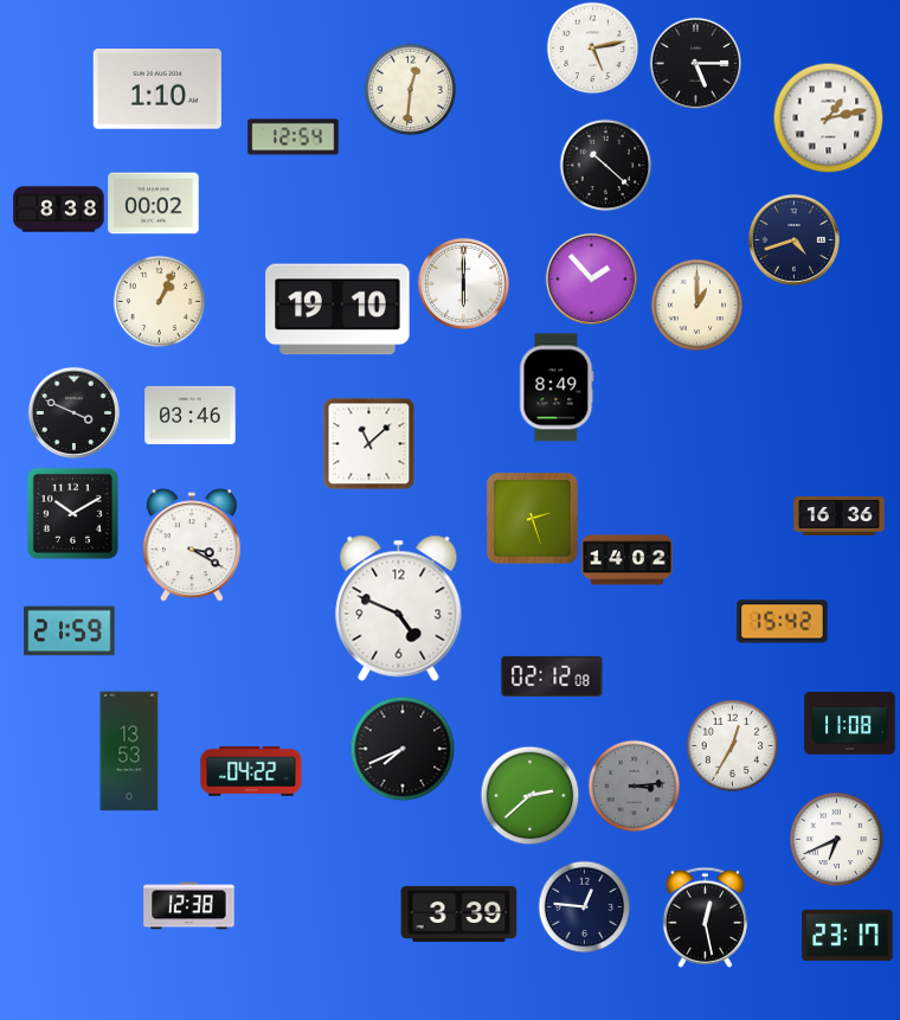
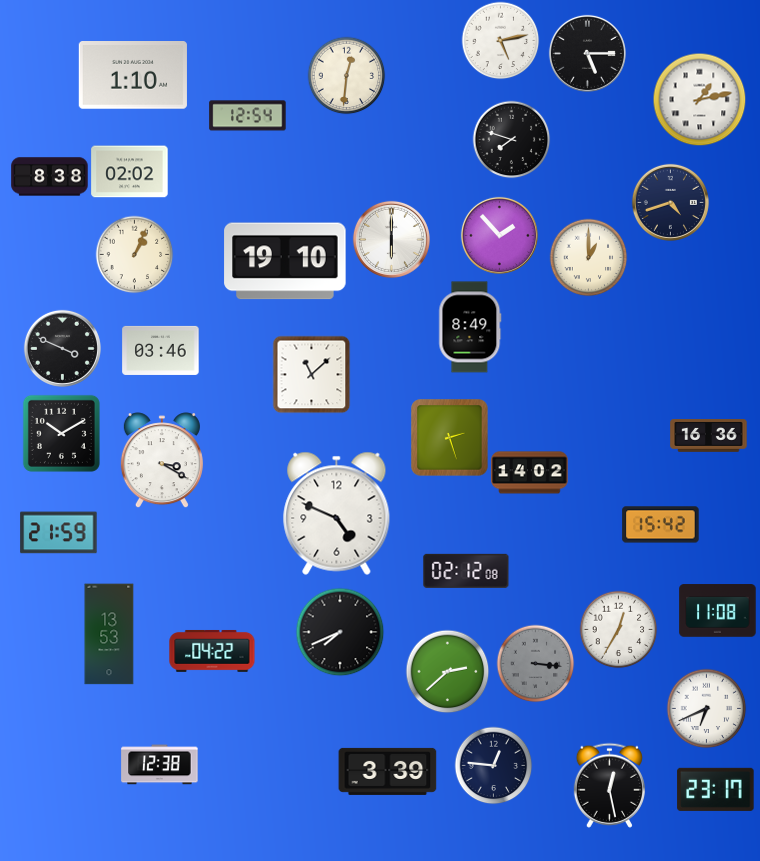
clock at (605, 165): 10:22 -> 7:48
clock at (154, 204): 00:02 -> 02:02
clock at (634, 785): 3:14 -> 3:16
clock at (705, 917) position: (705, 917) -> (609, 785)
